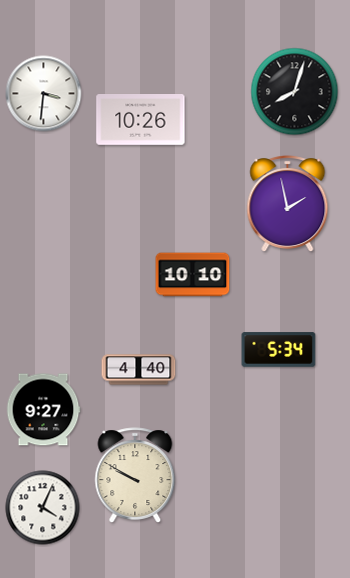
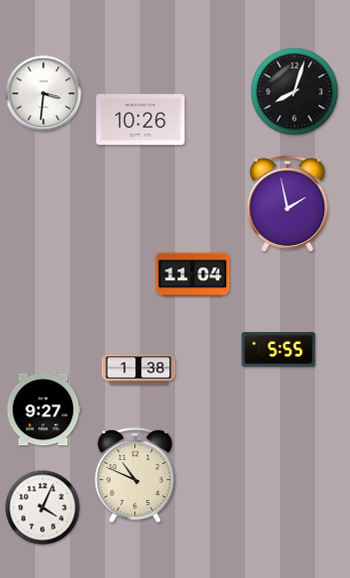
clock at (193, 275): 10:10 -> 11:04
clock at (279, 350): 5:34 -> 5:55
clock at (139, 370): 4:40 -> 1:38
clock at (135, 475): 9:50 -> 10:49
